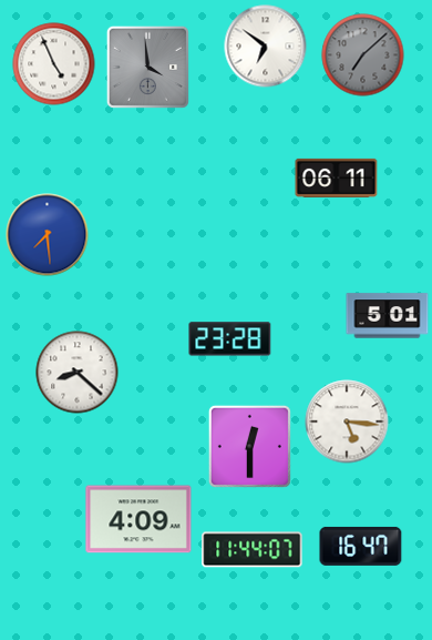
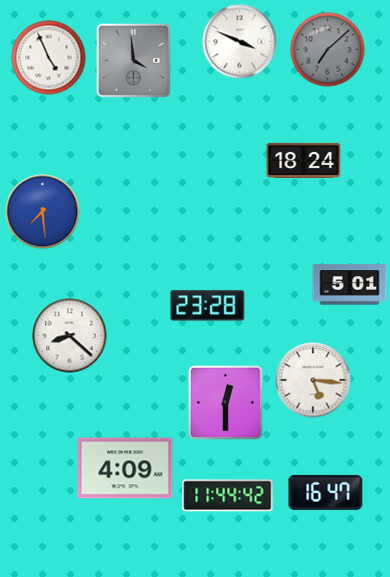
clock at (266, 47): 6:51 -> 3:49
clock at (337, 177): 06:11 -> 18:24
clock at (253, 550): 11:44:07 -> 11:44:42
